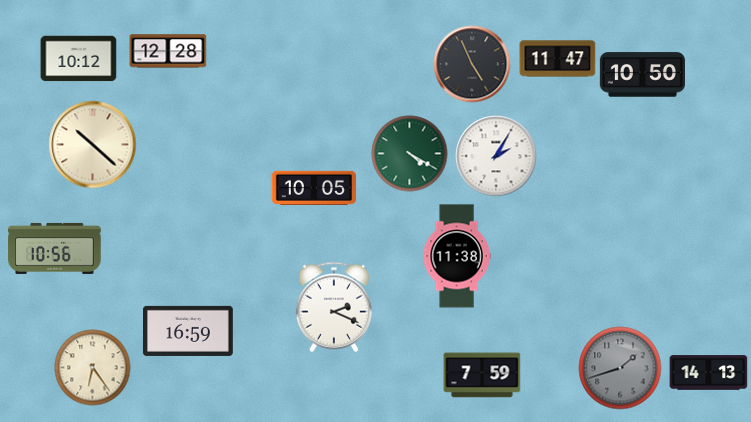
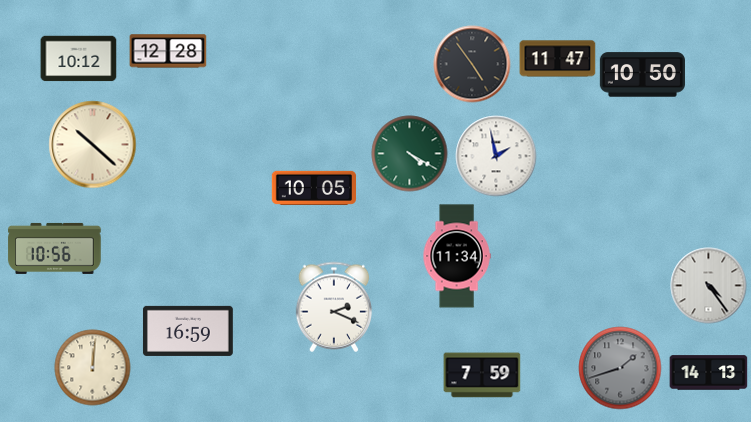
clock at (472, 64): 4:56 -> 4:54
clock at (496, 156): 2:05 -> 1:58
clock at (457, 256): 11:38 -> 11:34
clock at (709, 286): none -> 4:24
clock at (93, 368): 6:24 -> 12:01
